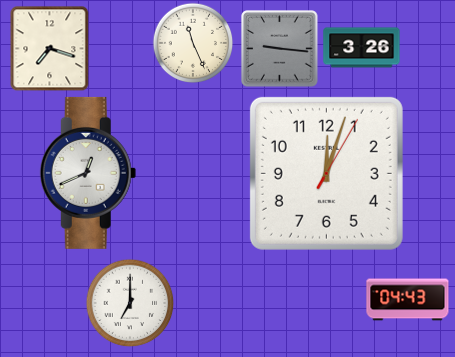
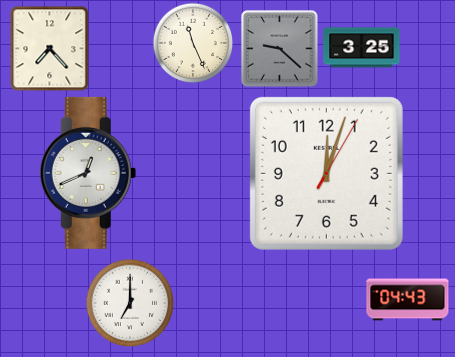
clock at (50, 48): 7:18 -> 7:23
clock at (362, 48): 3:26 -> 3:25
clock at (280, 49): 9:16 -> 9:22
